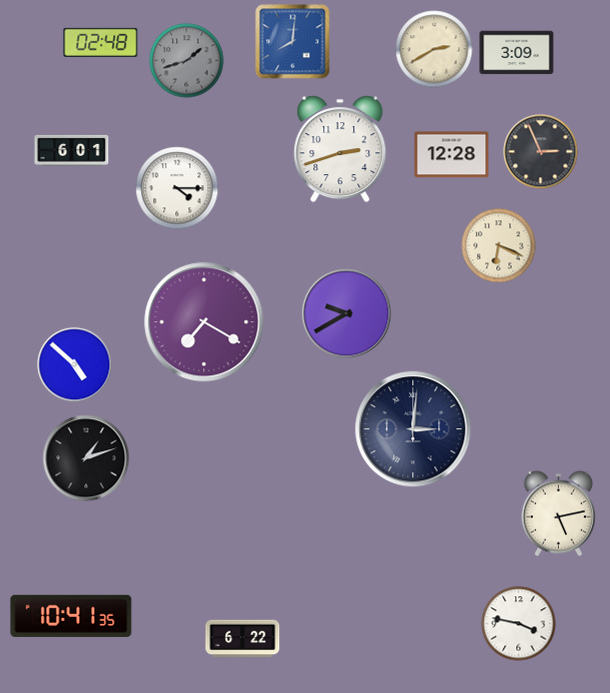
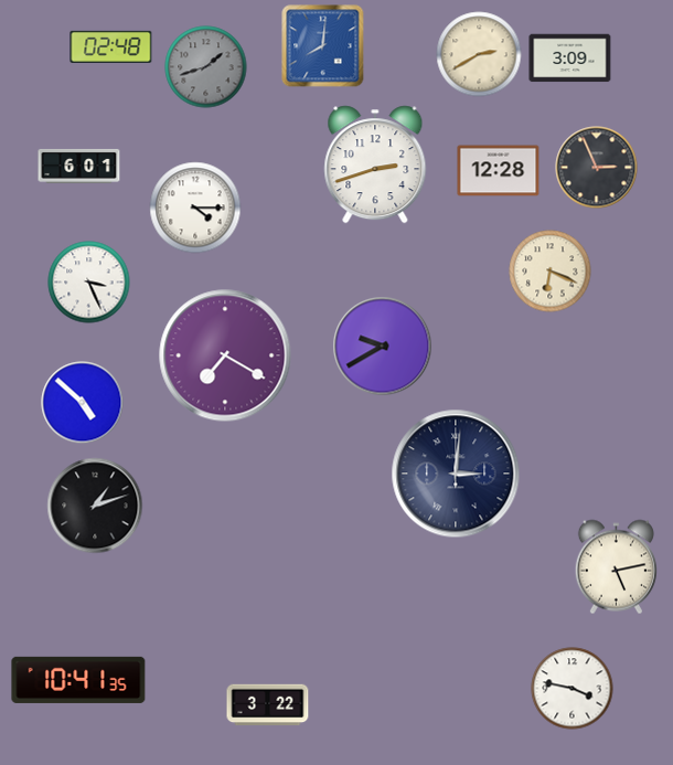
clock at (89, 283): none -> 3:26
clock at (243, 639): 6:22 -> 3:22
